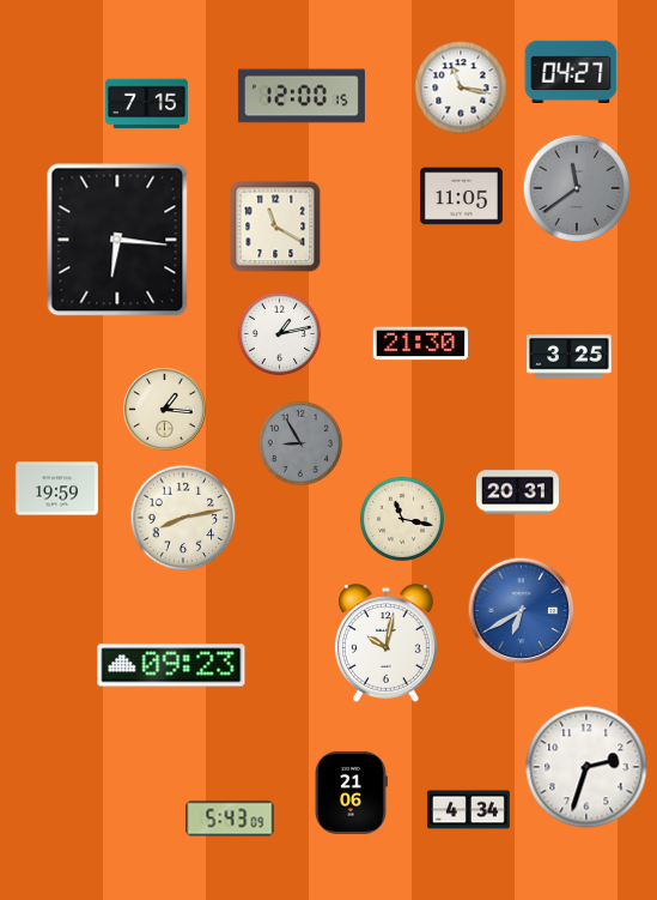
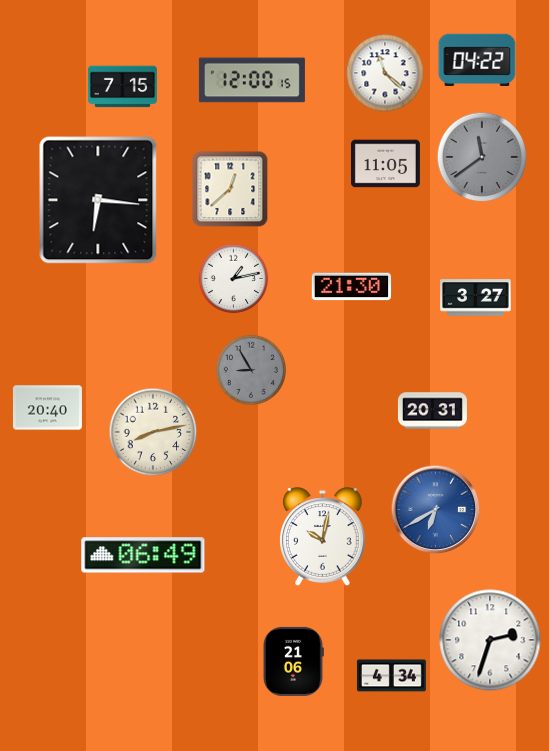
clock at (571, 71): 04:27 -> 04:22
clock at (461, 87): 11:17 -> 11:22
clock at (275, 226): 11:20 -> 12:38
clock at (570, 357): 3:25 -> 3:27
clock at (165, 410): 1:16 -> none
clock at (56, 489): 19:59 -> 20:40
clock at (401, 518): 11:17 -> none
clock at (171, 665): 09:23 -> 06:49
clock at (230, 819): 5:43 -> none
